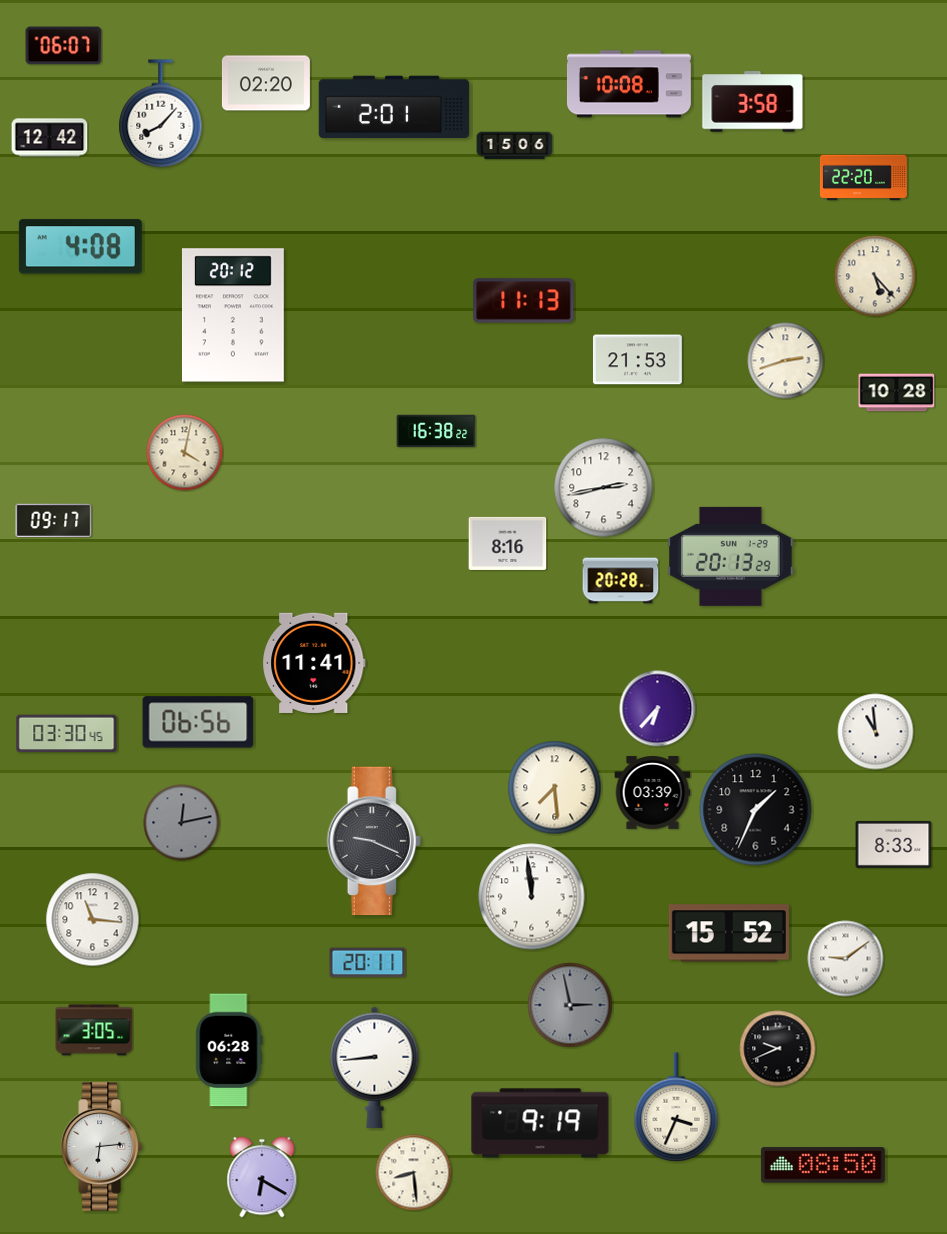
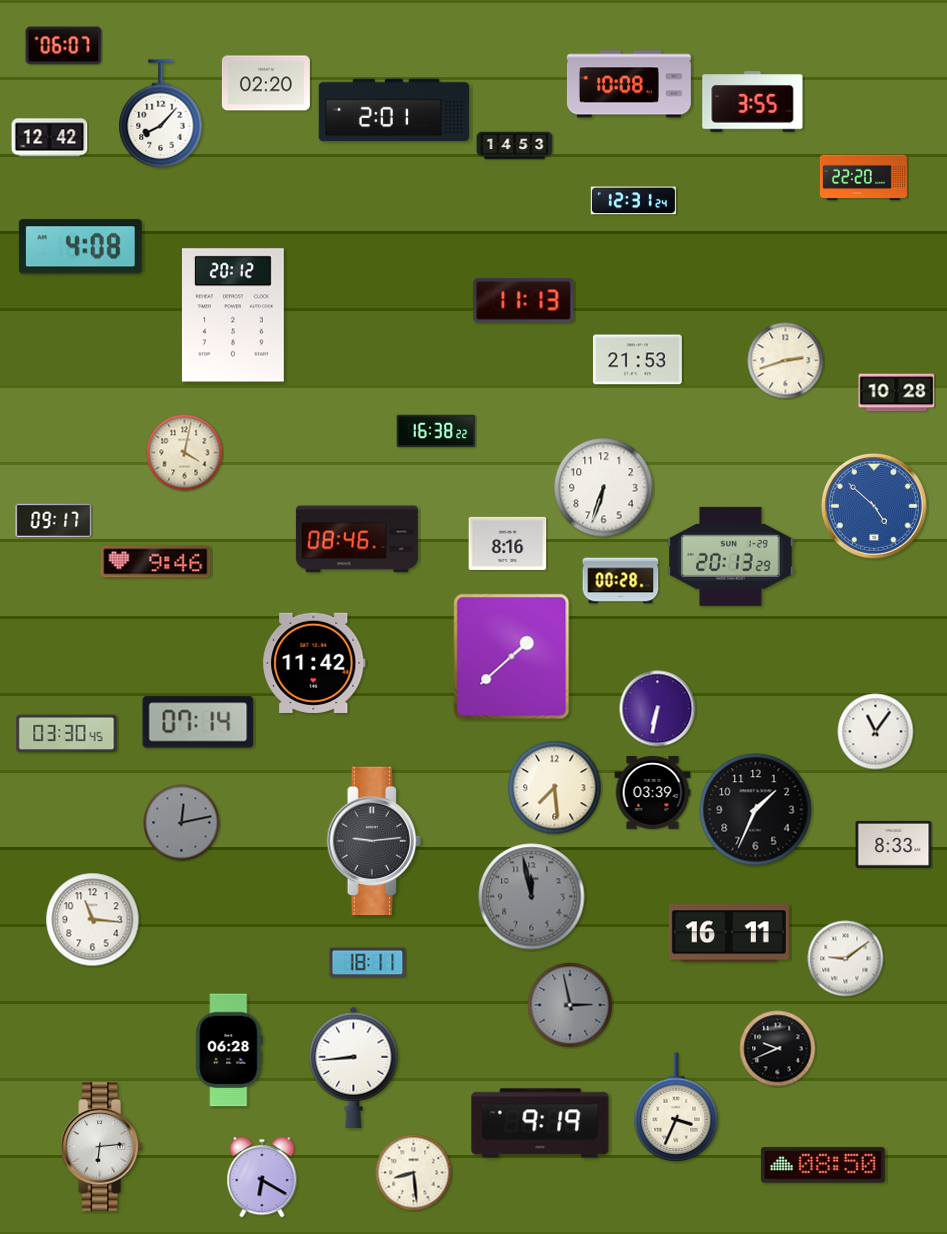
clock at (753, 102): 3:58 -> 3:55
clock at (394, 107) position: (394, 107) -> (394, 110)
clock at (515, 146): 15:06 -> 14:53
clock at (633, 201): none -> 12:31
clock at (875, 276): 5:23 -> none
clock at (604, 488): 2:43 -> 6:33
clock at (874, 506): none -> 4:52
clock at (357, 539): none -> 08:46
clock at (156, 562): none -> 9:46
clock at (621, 581): 20:28 -> 00:28
clock at (512, 657): none -> 1:38
clock at (314, 663): 11:41 -> 11:42
clock at (658, 709): 6:37 -> 6:32
clock at (198, 722): 06:56 -> 07:14
clock at (876, 732): 10:59 -> 11:06
clock at (374, 841): 9:19 -> 9:14
clock at (532, 897): 11:59 -> 11:58
clock at (532, 897) dial: white -> grey
clock at (729, 933): 15:52 -> 16:11
clock at (368, 963): 20:11 -> 18:11
clock at (94, 1030): 3:05 -> none
clock at (375, 1067) position: (375, 1067) -> (354, 1067)
